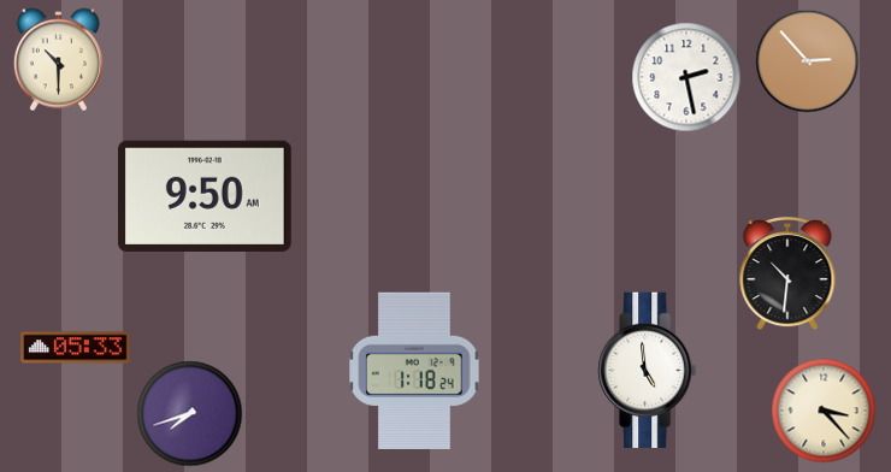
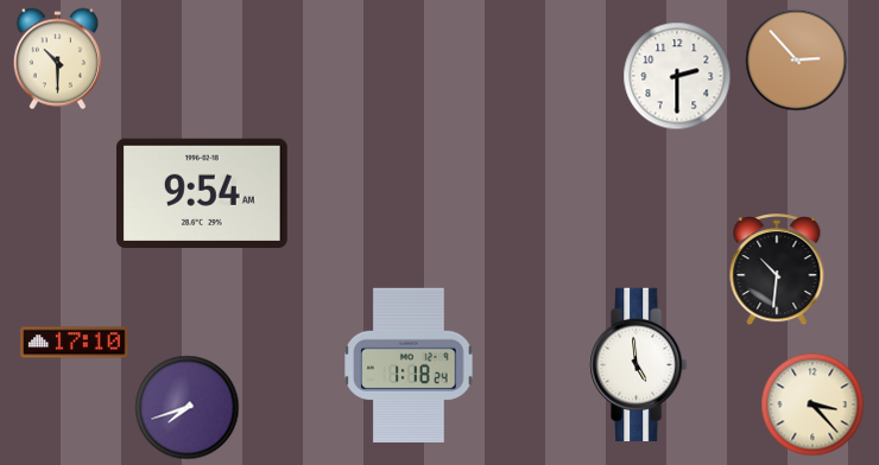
clock at (686, 77): 2:28 -> 2:30
clock at (205, 196): 9:50 -> 9:54
clock at (76, 348): 05:33 -> 17:10
